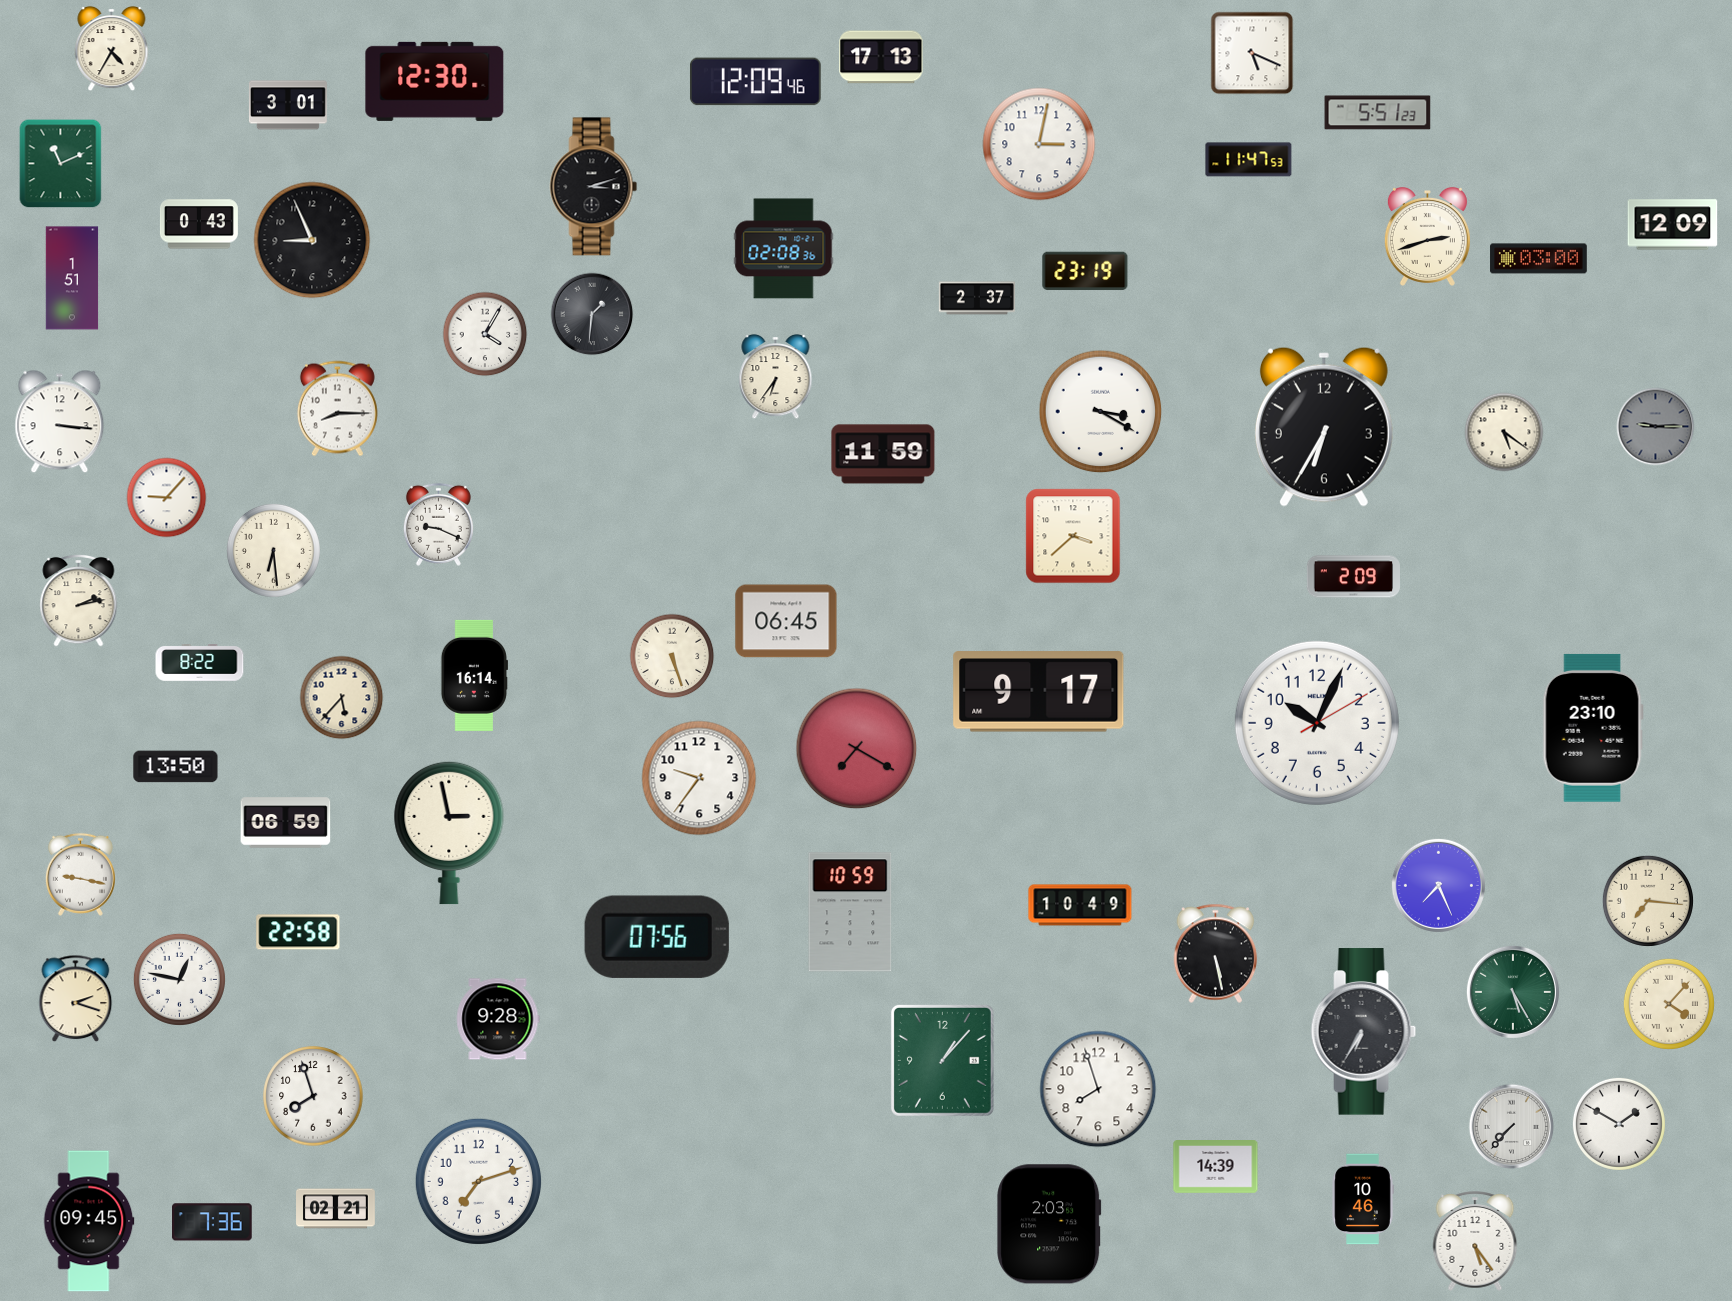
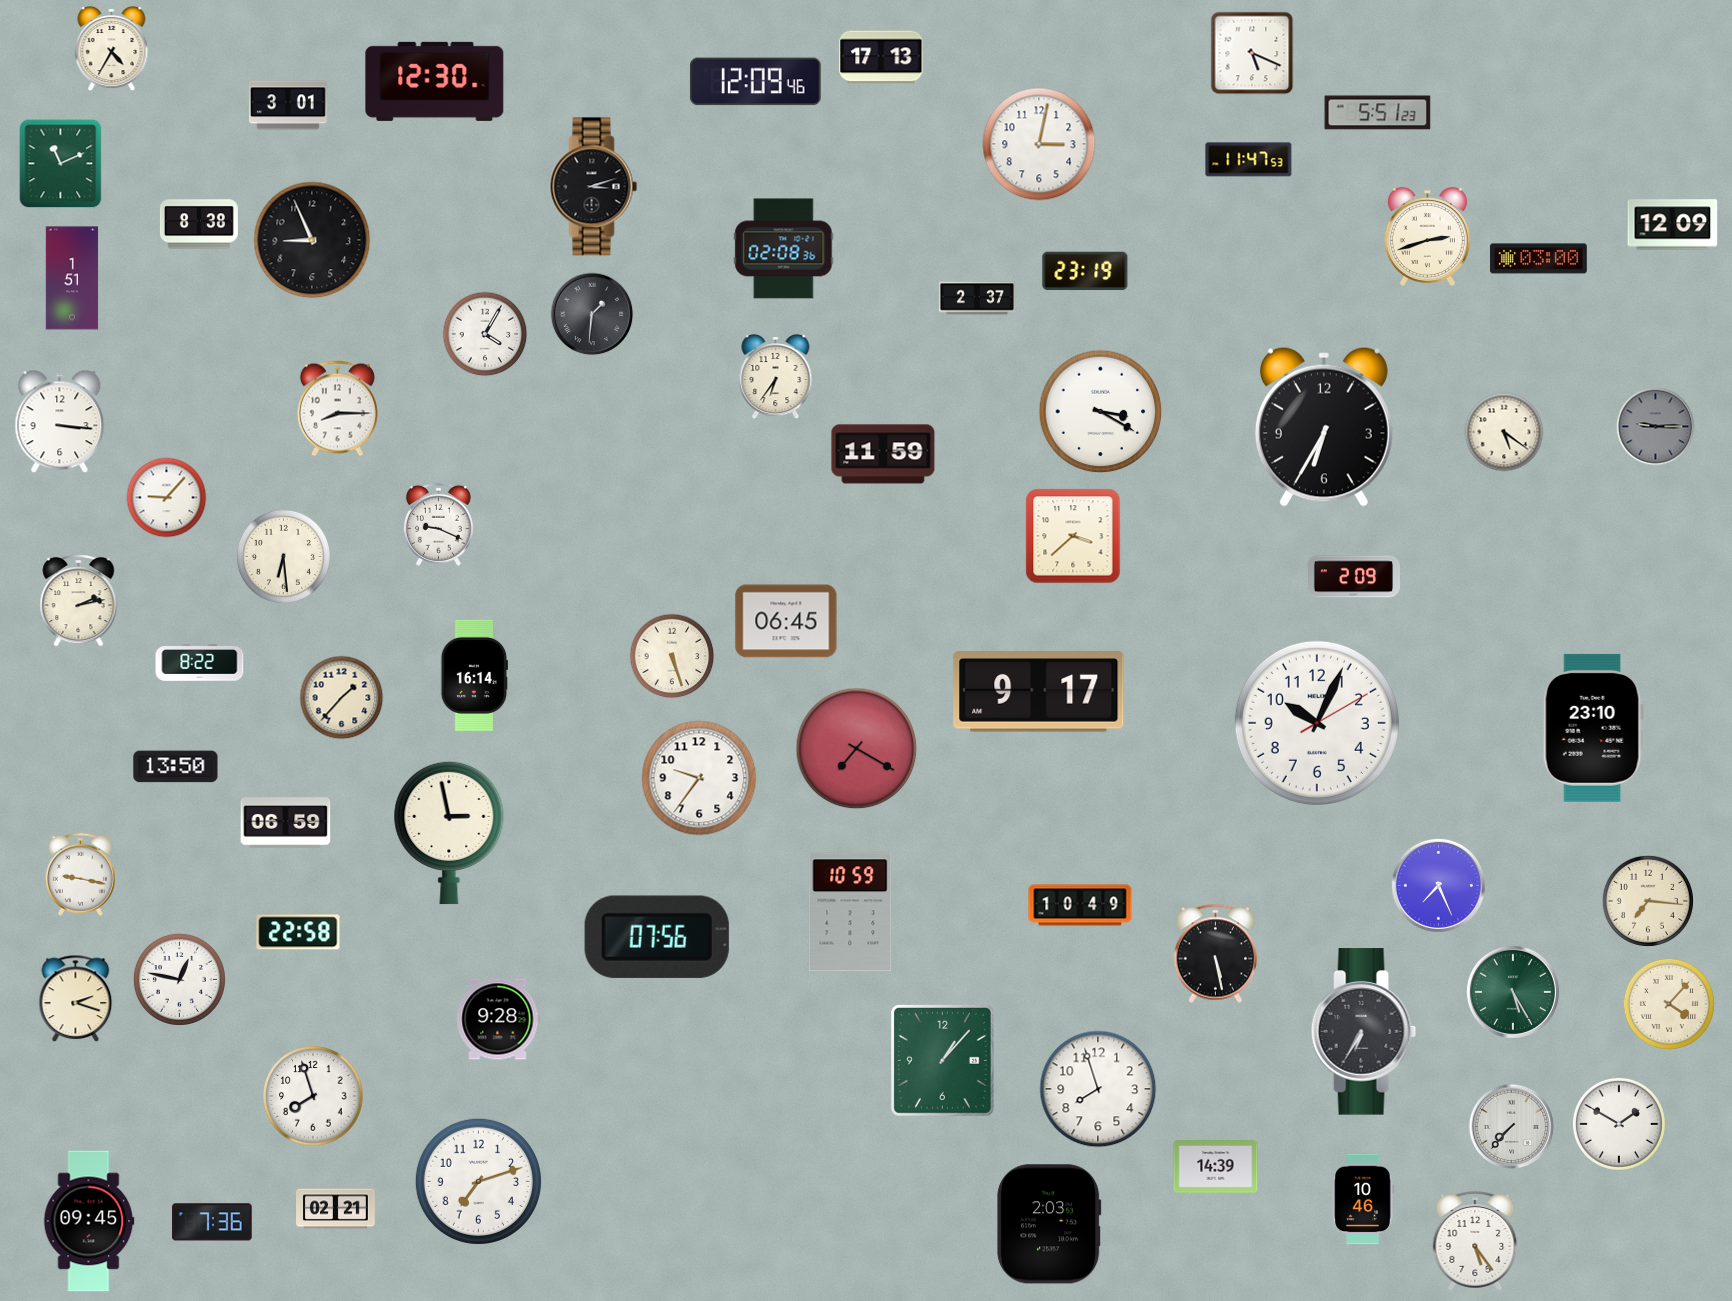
clock at (199, 224): 0:43 -> 8:38
clock at (273, 550) position: (273, 550) -> (283, 556)
clock at (342, 698): 5:37 -> 1:37
